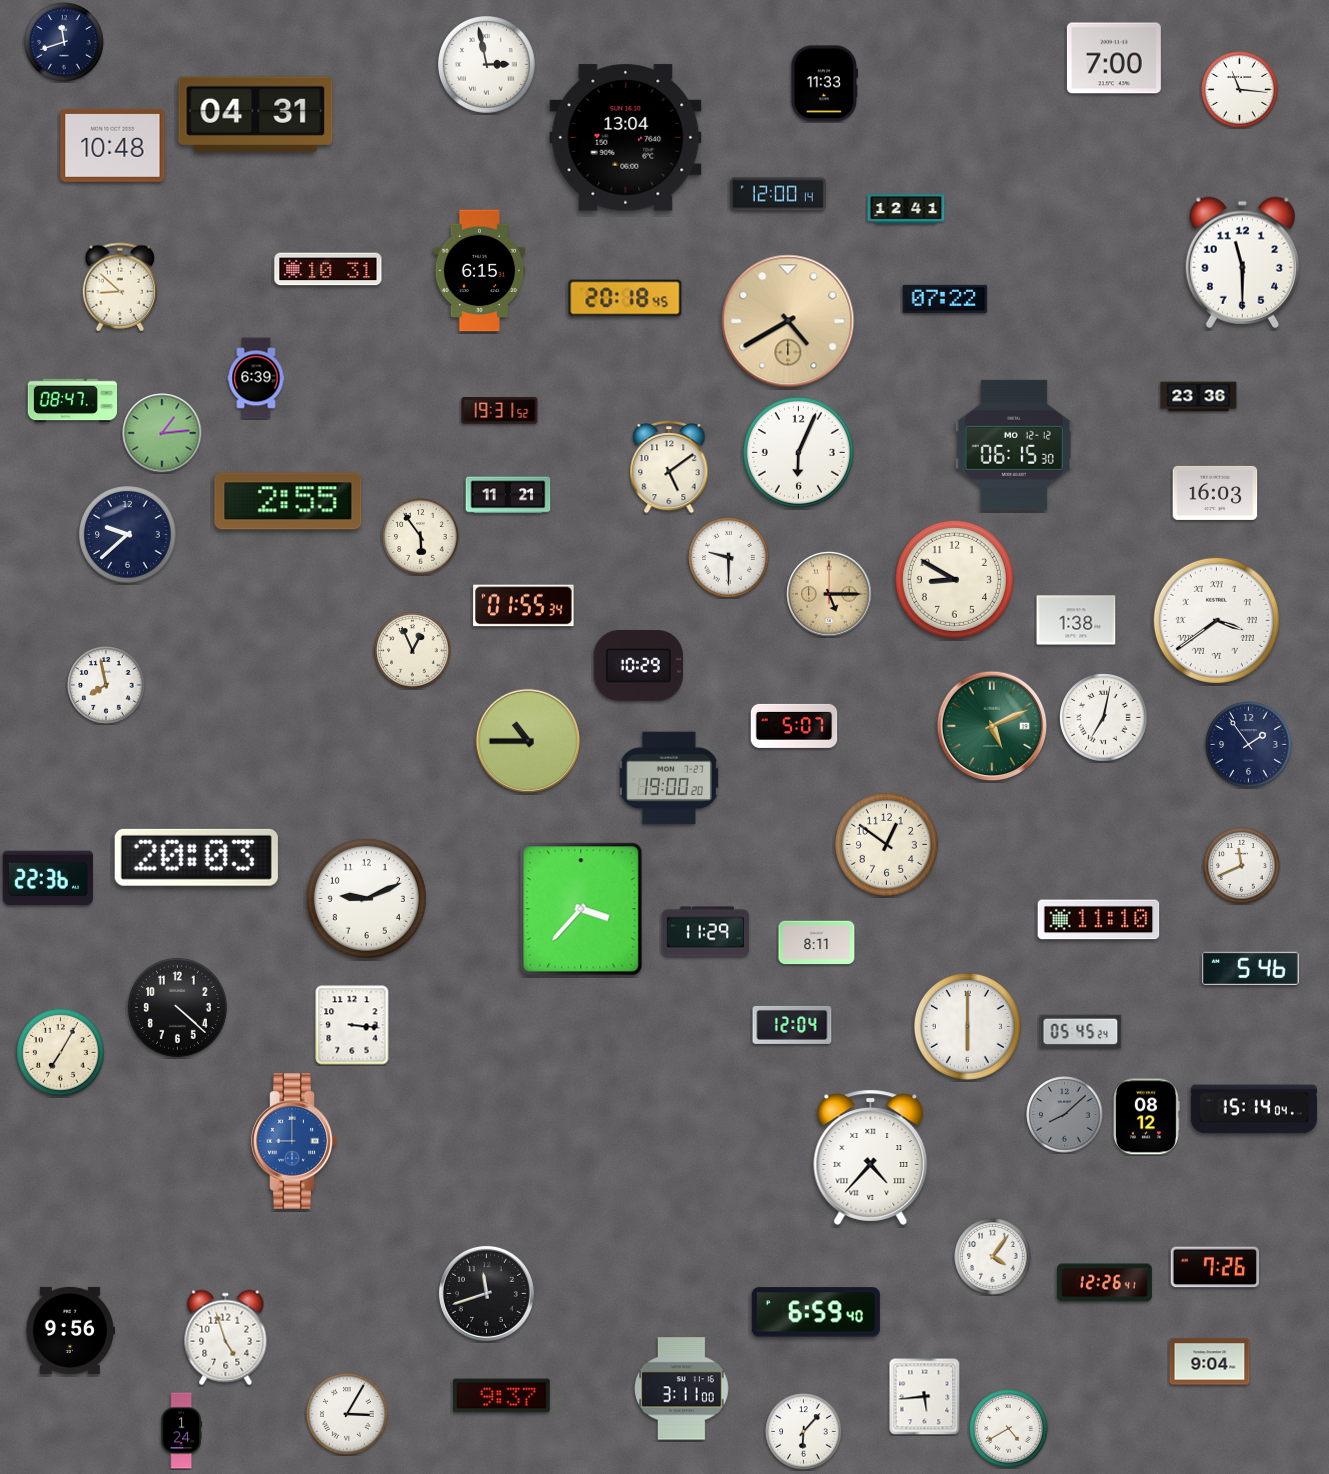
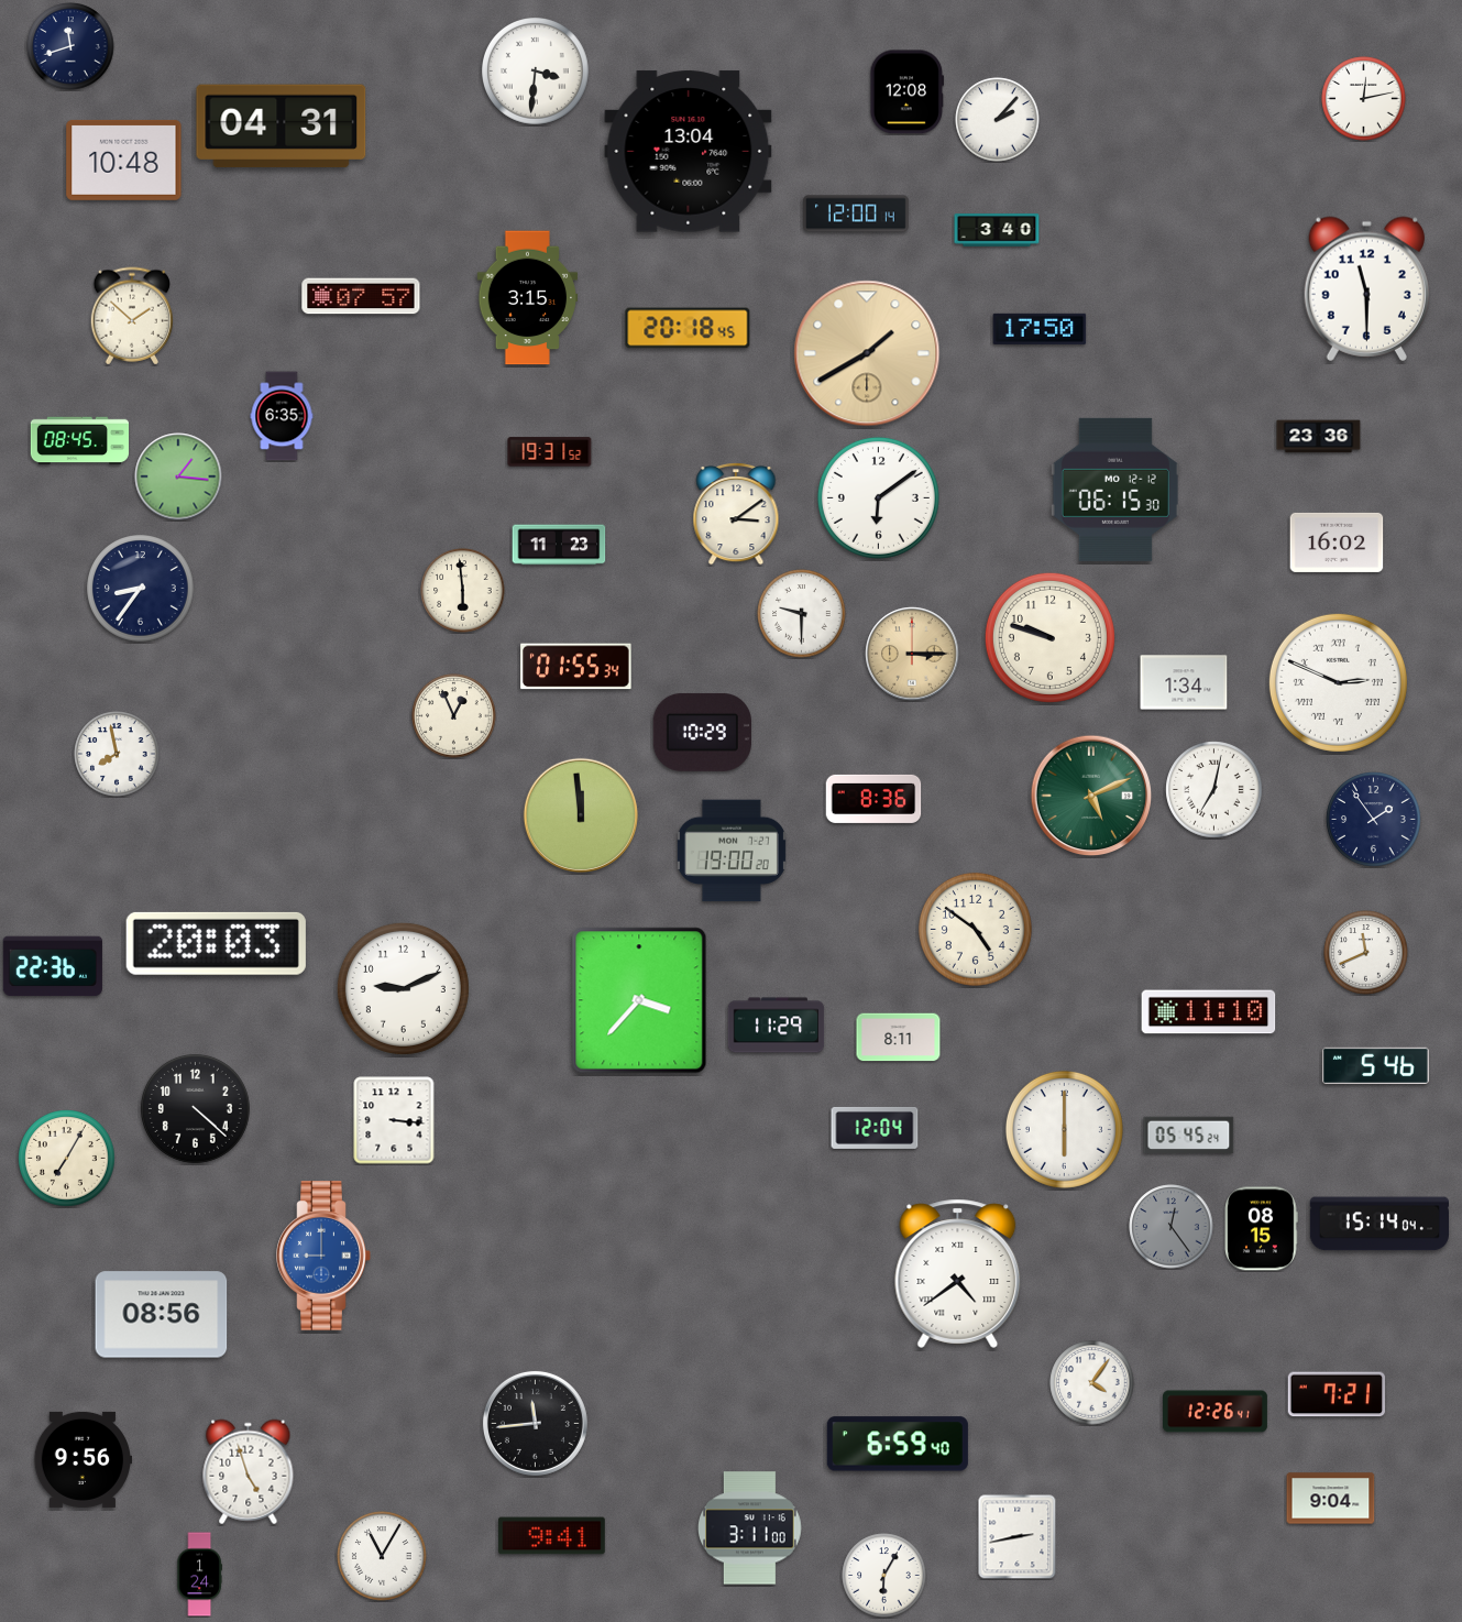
clock at (1114, 58): 7:00 -> none
clock at (487, 65): 2:58 -> 3:31
clock at (824, 84): 11:33 -> 12:08
clock at (1240, 90): 11:16 -> 12:13
clock at (998, 120): none -> 2:07
clock at (906, 209): 12:41 -> 3:40
clock at (328, 269): 10:31 -> 07:57
clock at (480, 271): 6:15 -> 3:15
clock at (120, 287): 8:52 -> 1:52
clock at (945, 299): 07:22 -> 17:50
clock at (788, 321): 4:40 -> 1:40
clock at (256, 378): 6:39 -> 6:35
clock at (72, 401): 08:47 -> 08:45
clock at (162, 433): 1:14 -> 1:16
clock at (798, 452): 6:04 -> 6:09
clock at (669, 468): 5:09 -> 3:09
clock at (1215, 493): 16:03 -> 16:02
clock at (508, 495): 11:21 -> 11:23
clock at (288, 501): 2:55 -> none
clock at (128, 535): 9:38 -> 8:36
clock at (421, 537): 5:54 -> 5:59
clock at (954, 579): 8:50 -> 9:48
clock at (829, 594): 5:15 -> 3:15
clock at (1076, 620): 1:38 -> 1:34
clock at (1216, 620): 3:39 -> 2:49
clock at (794, 726): 5:07 -> 8:36
clock at (992, 726) position: (992, 726) -> (1091, 796)
clock at (528, 741): 10:45 -> 11:59
clock at (669, 778) position: (669, 778) -> (732, 851)
clock at (886, 844): 12:51 -> 4:51
clock at (352, 1025) position: (352, 1025) -> (394, 1120)
clock at (792, 1025) position: (792, 1025) -> (875, 1128)
clock at (1253, 1109) position: (1253, 1109) -> (1378, 1224)
clock at (1065, 1115): 8:08 -> 12:24
clock at (1146, 1117): 08:12 -> 08:15
clock at (871, 1157): 4:37 -> 4:39
clock at (162, 1315): none -> 08:56
clock at (1214, 1267): 7:26 -> 7:21
clock at (486, 1293): 11:42 -> 11:44
clock at (69, 1330) position: (69, 1330) -> (81, 1459)
clock at (502, 1396): 9:37 -> 9:41
clock at (925, 1396): 5:44 -> 2:43
clock at (347, 1414): 3:05 -> 11:05
clock at (1009, 1429): 4:40 -> none
clock at (804, 1432): 6:07 -> 6:05
